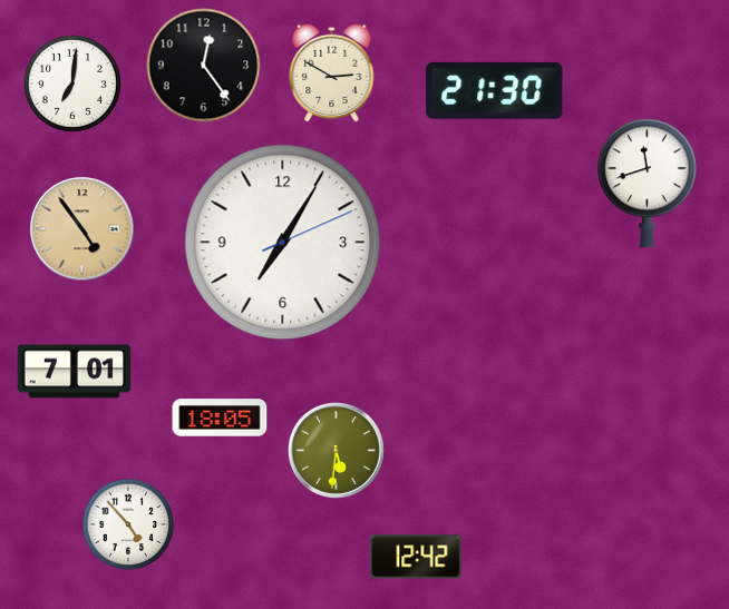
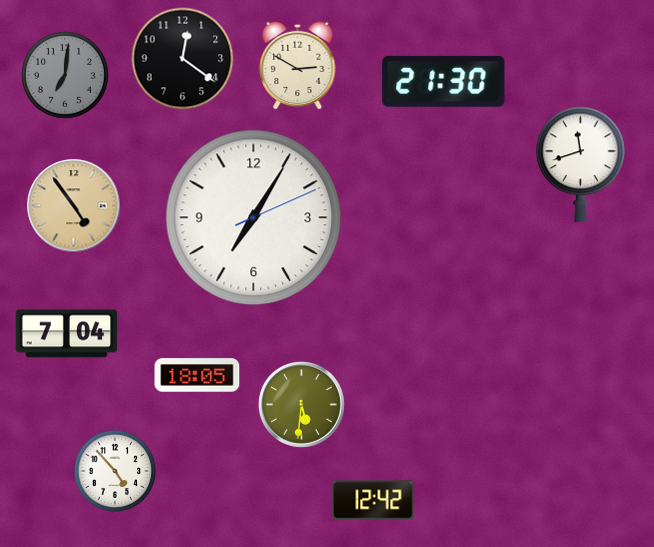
clock at (204, 66): 12:24 -> 12:21
clock at (72, 84) dial: white -> grey
clock at (75, 372): 7:01 -> 7:04
